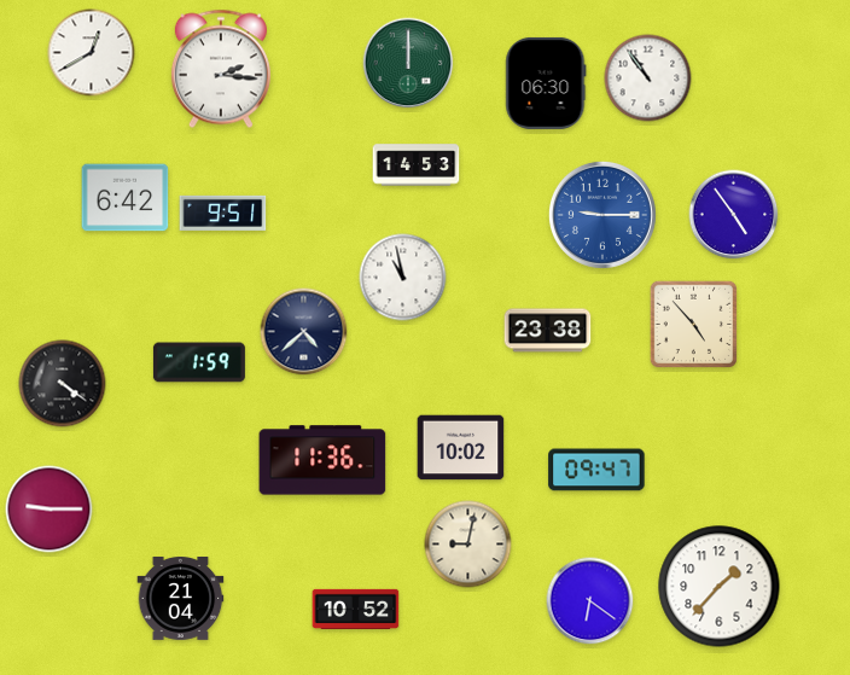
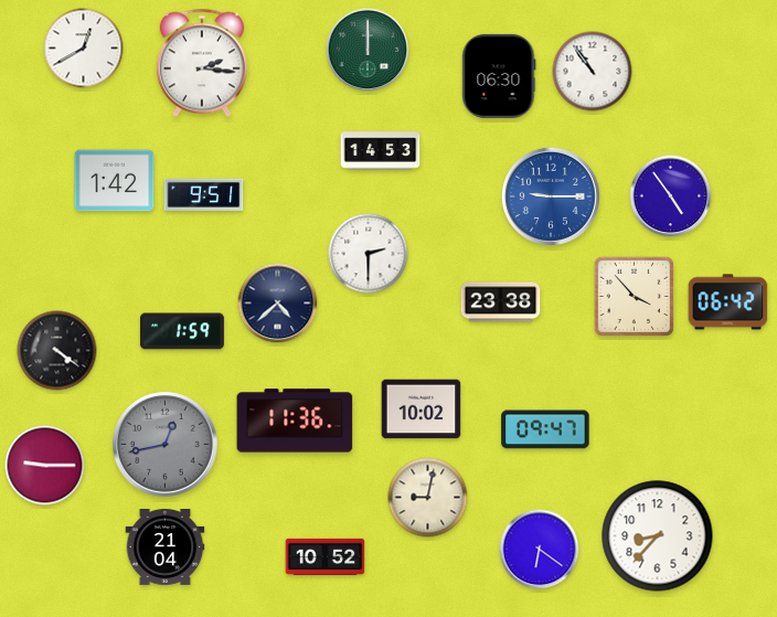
clock at (408, 63) position: (408, 63) -> (368, 50)
clock at (126, 198): 6:42 -> 1:42
clock at (403, 278): 10:58 -> 2:30
clock at (694, 325): 4:53 -> 3:53
clock at (728, 302): none -> 06:42
clock at (166, 445): none -> 12:43
clock at (720, 587): 1:37 -> 8:37
